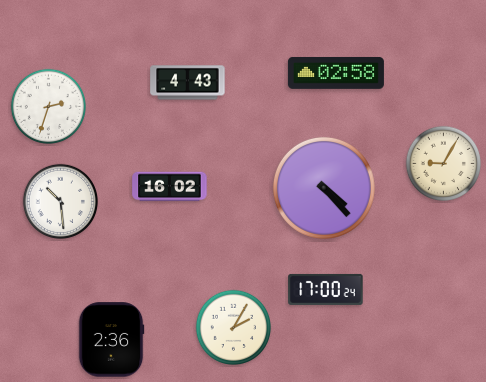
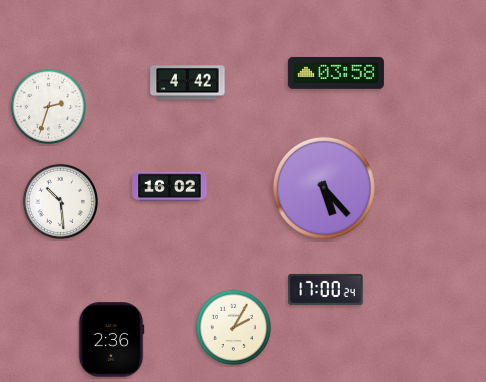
clock at (336, 73): 02:58 -> 03:58
clock at (188, 83): 4:43 -> 4:42
clock at (444, 164): 9:05 -> none
clock at (324, 188): 4:23 -> 5:23
